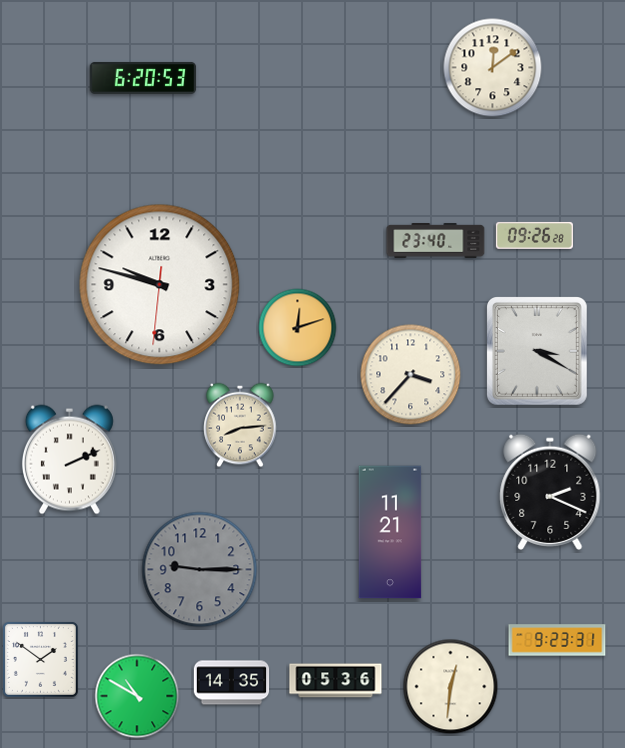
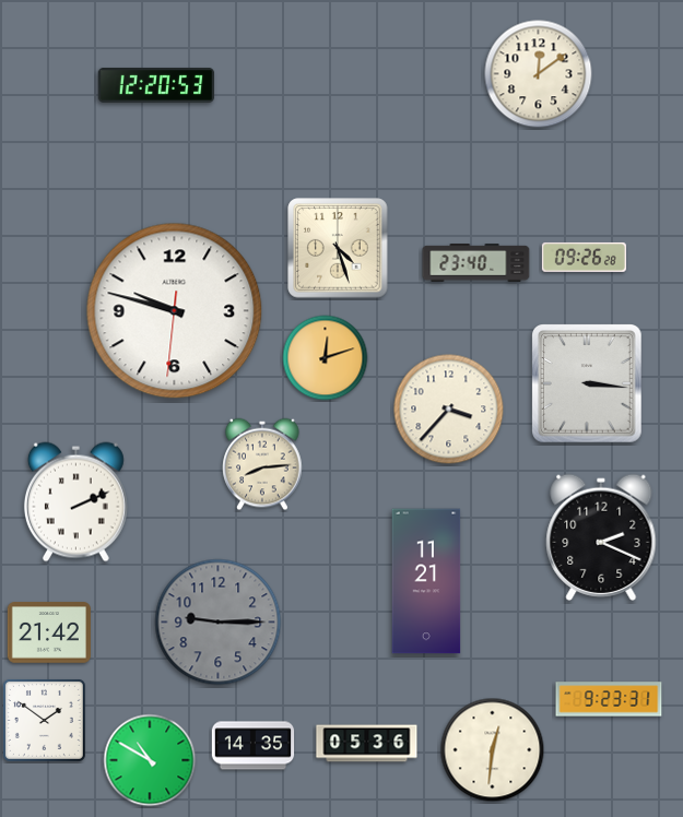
clock at (143, 78): 6:20 -> 12:20
clock at (338, 248): none -> 4:27
clock at (538, 352): 3:20 -> 3:16
clock at (48, 632): none -> 21:42
